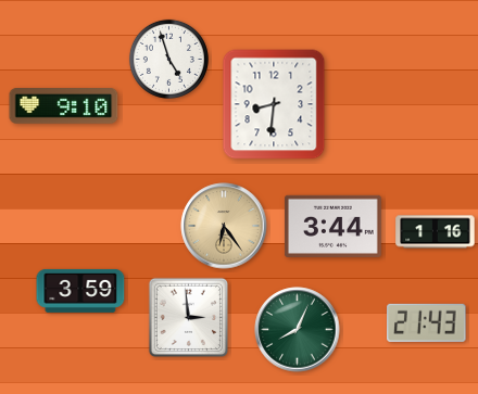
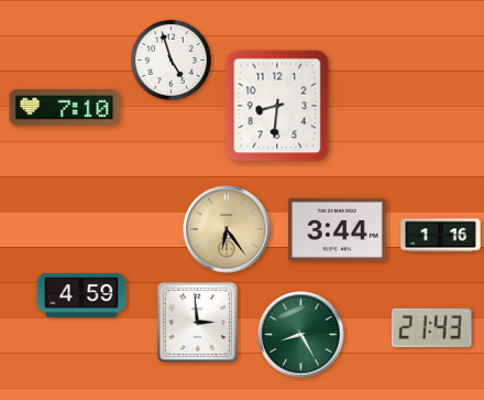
clock at (64, 106): 9:10 -> 7:10
clock at (80, 291): 3:59 -> 4:59
clock at (188, 317) position: (188, 317) -> (197, 322)
clock at (298, 330): 8:04 -> 8:25
